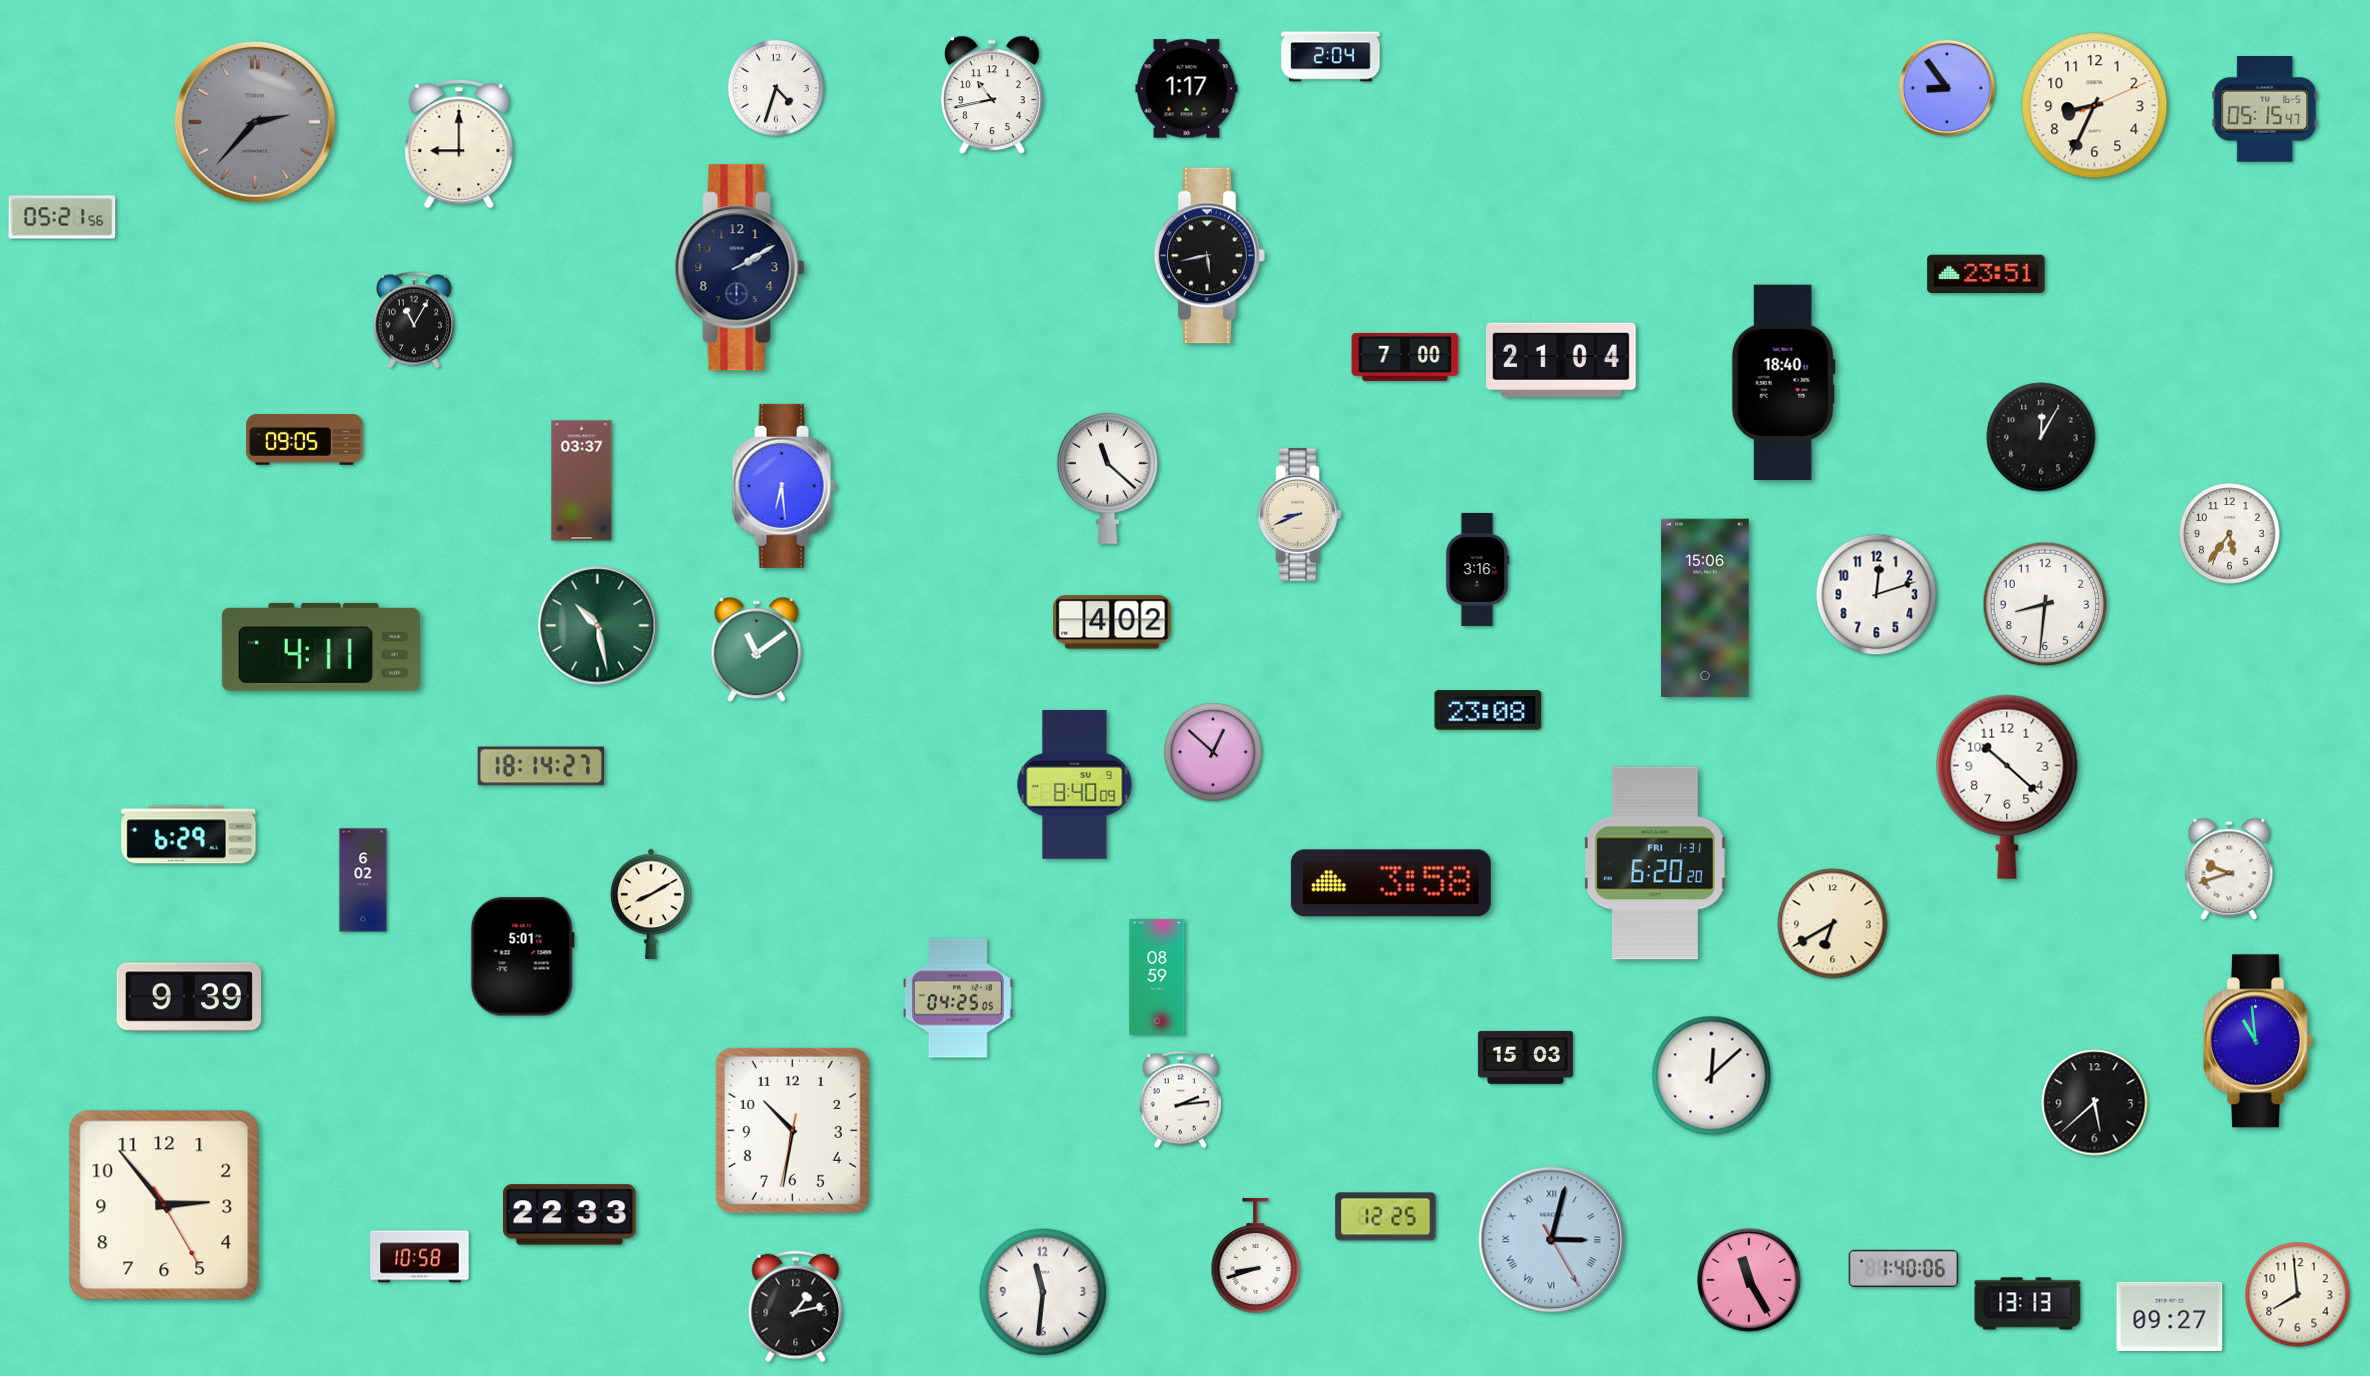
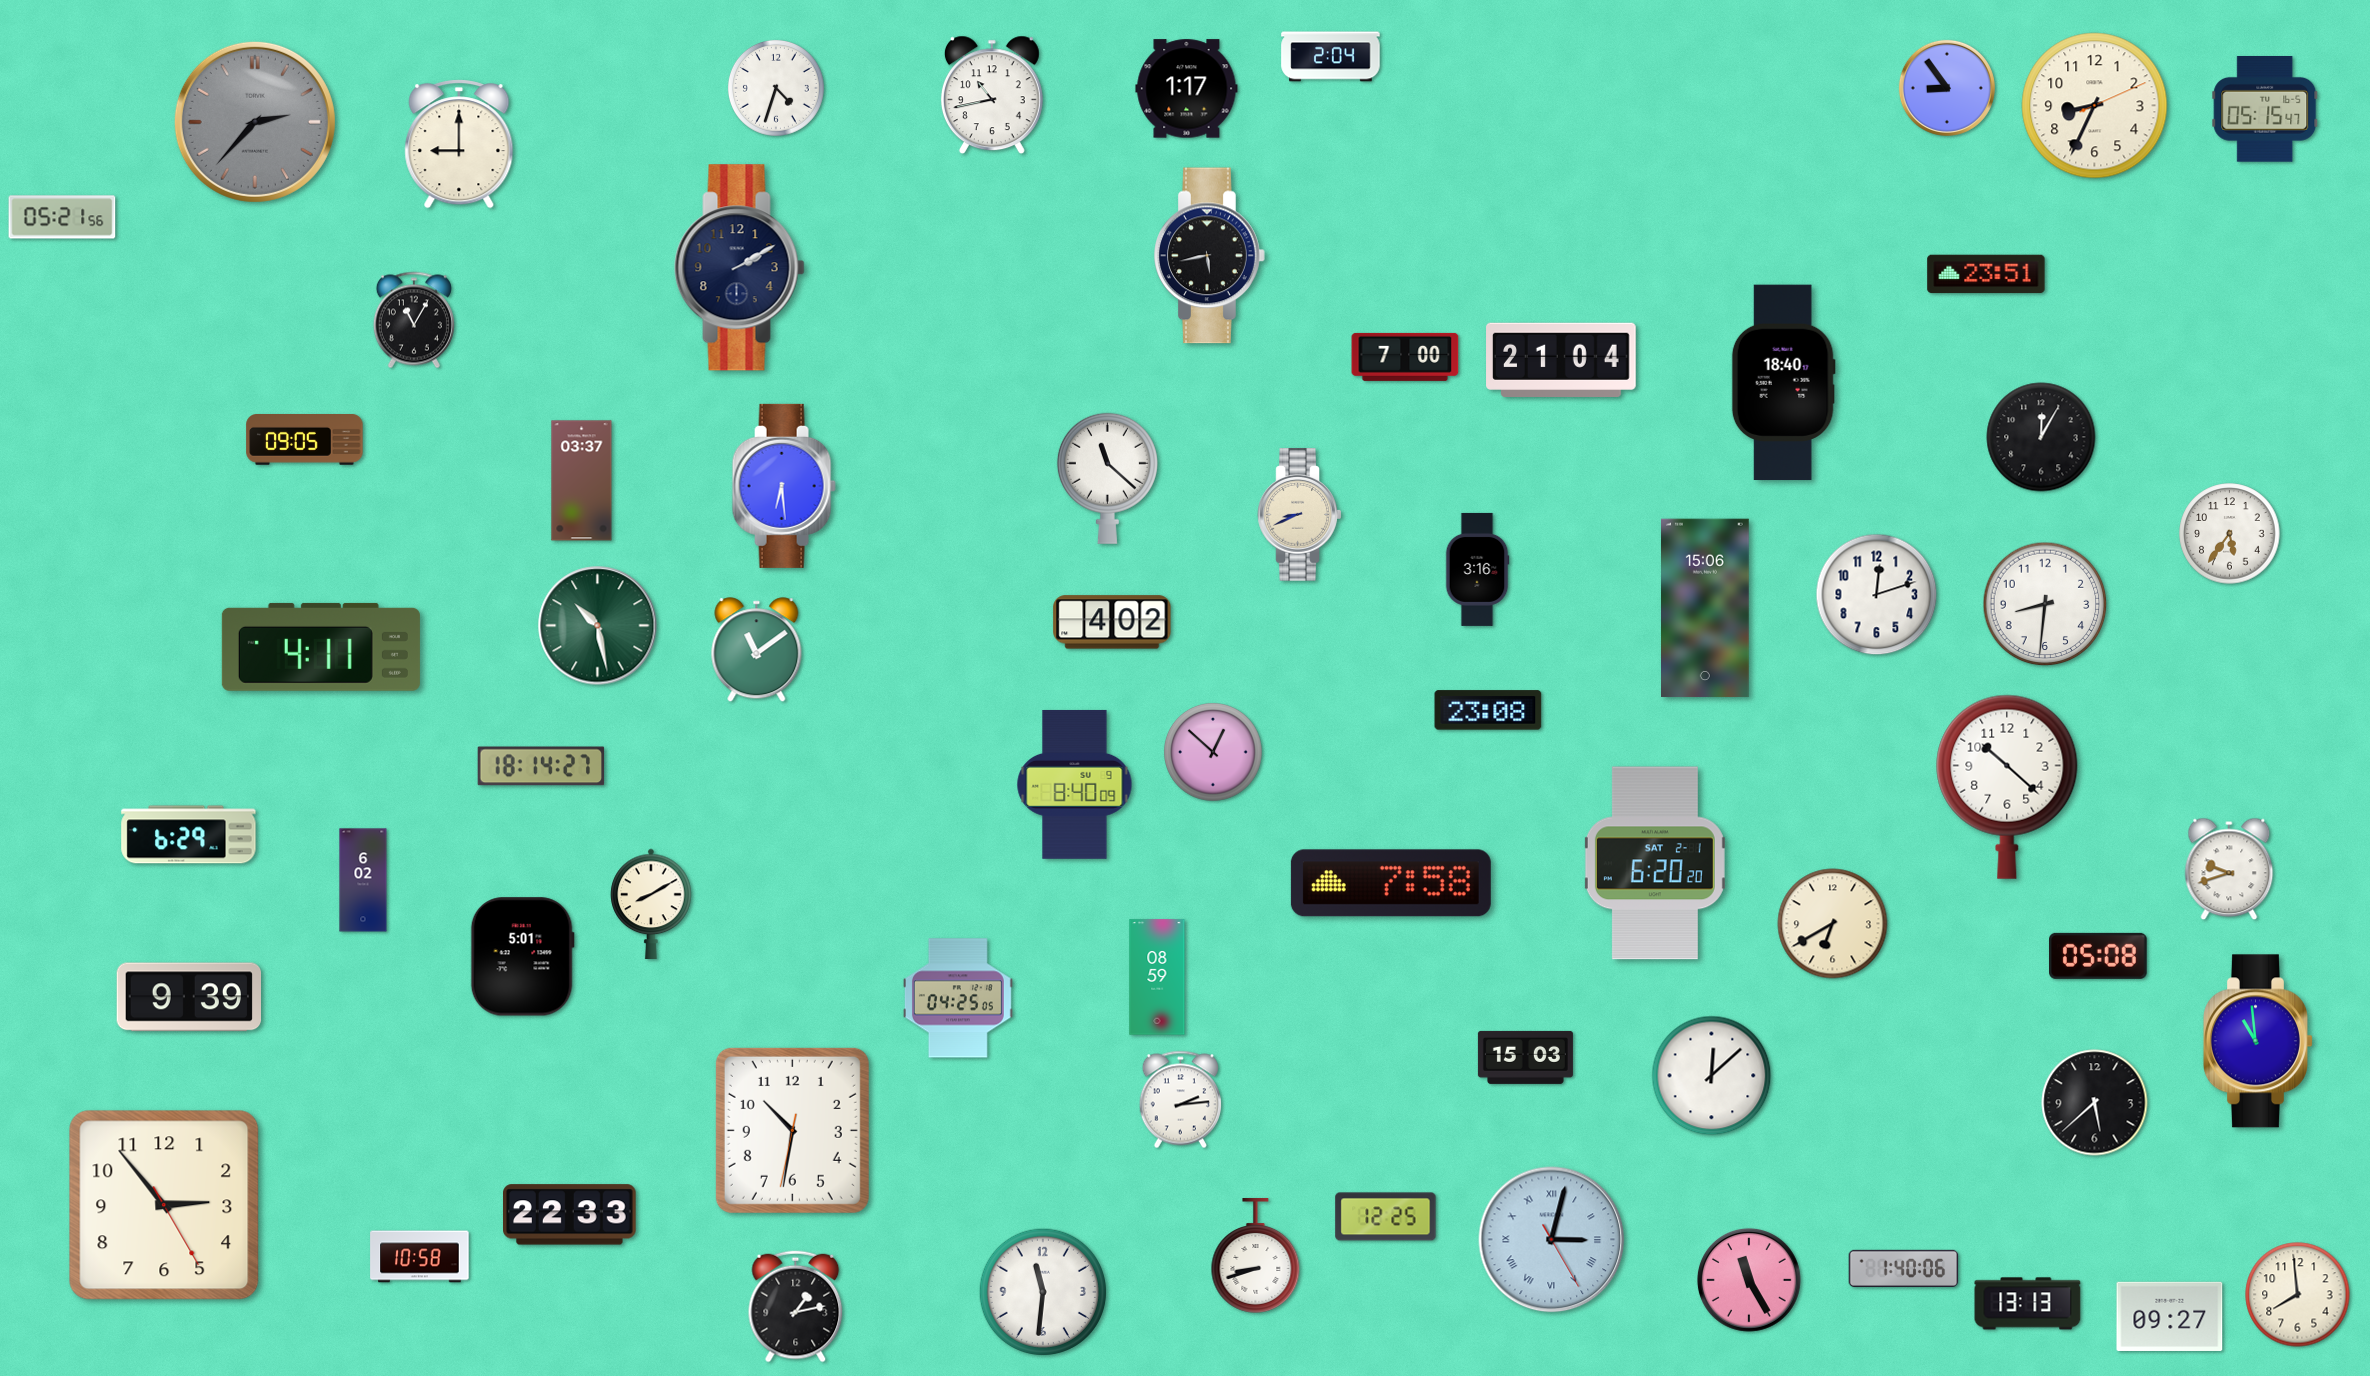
clock at (1655, 863) date: FRI 1-31 -> SAT 2-1
clock at (1391, 883): 3:58 -> 7:58
clock at (2099, 956): none -> 05:08
